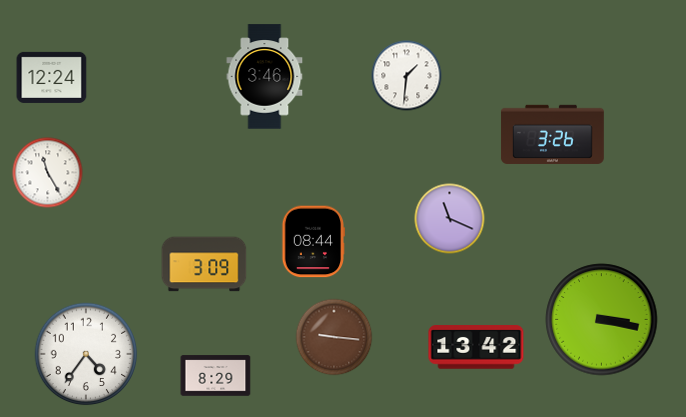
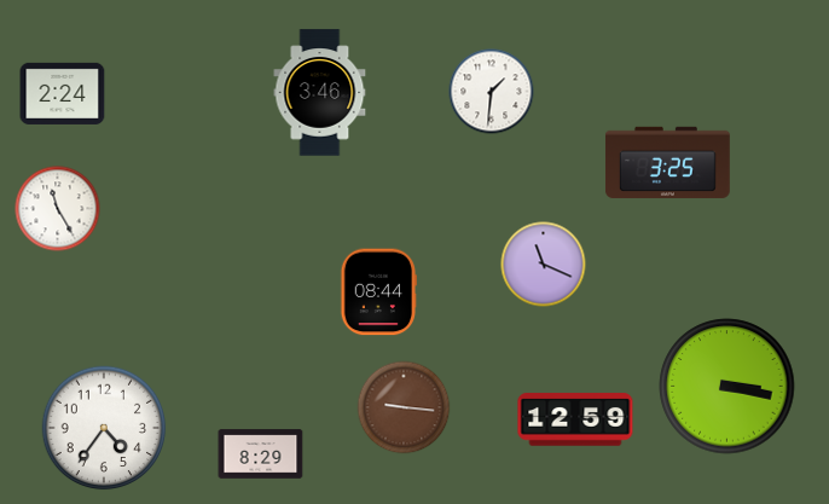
clock at (52, 77): 12:24 -> 2:24
clock at (552, 134): 3:26 -> 3:25
clock at (204, 264): 3:09 -> none
clock at (476, 347): 13:42 -> 12:59
